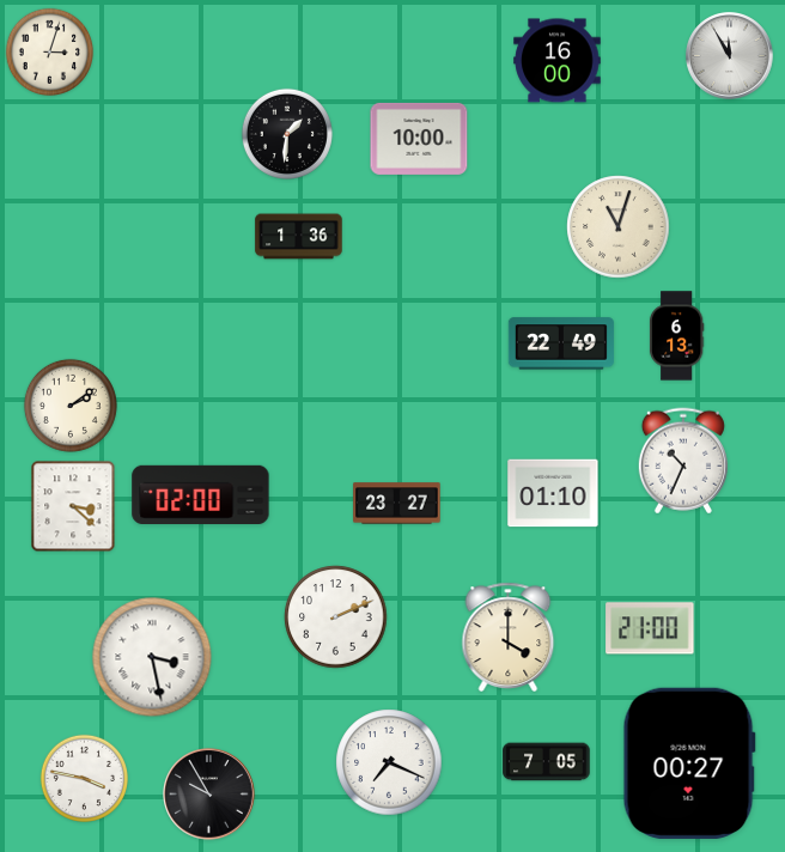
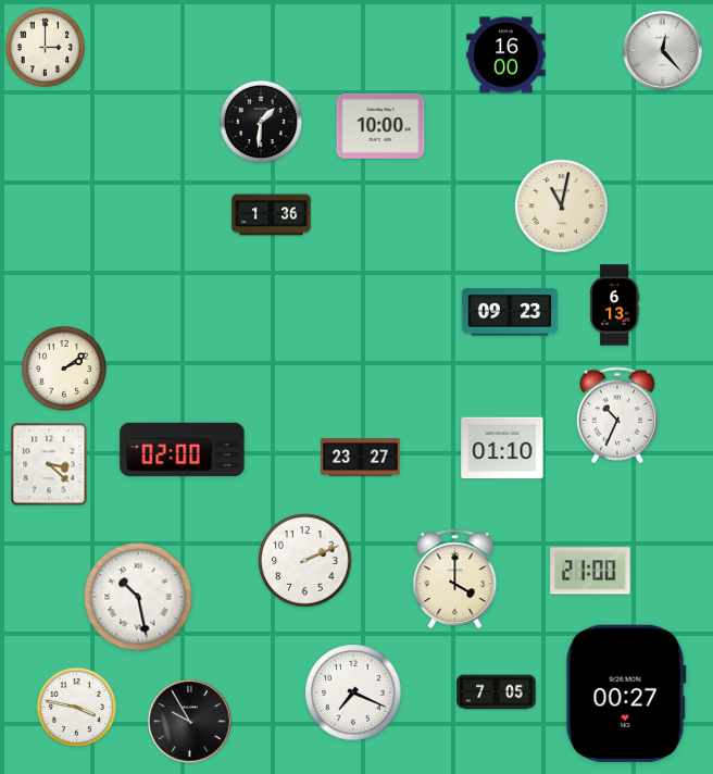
clock at (49, 51): 3:03 -> 3:00
clock at (730, 56): 11:55 -> 12:23
clock at (619, 227): 11:03 -> 11:02
clock at (561, 343): 22:49 -> 09:23
clock at (683, 461) position: (683, 461) -> (617, 415)
clock at (73, 506) position: (73, 506) -> (49, 464)
clock at (509, 637) position: (509, 637) -> (455, 578)
clock at (152, 657): 3:28 -> 10:28
